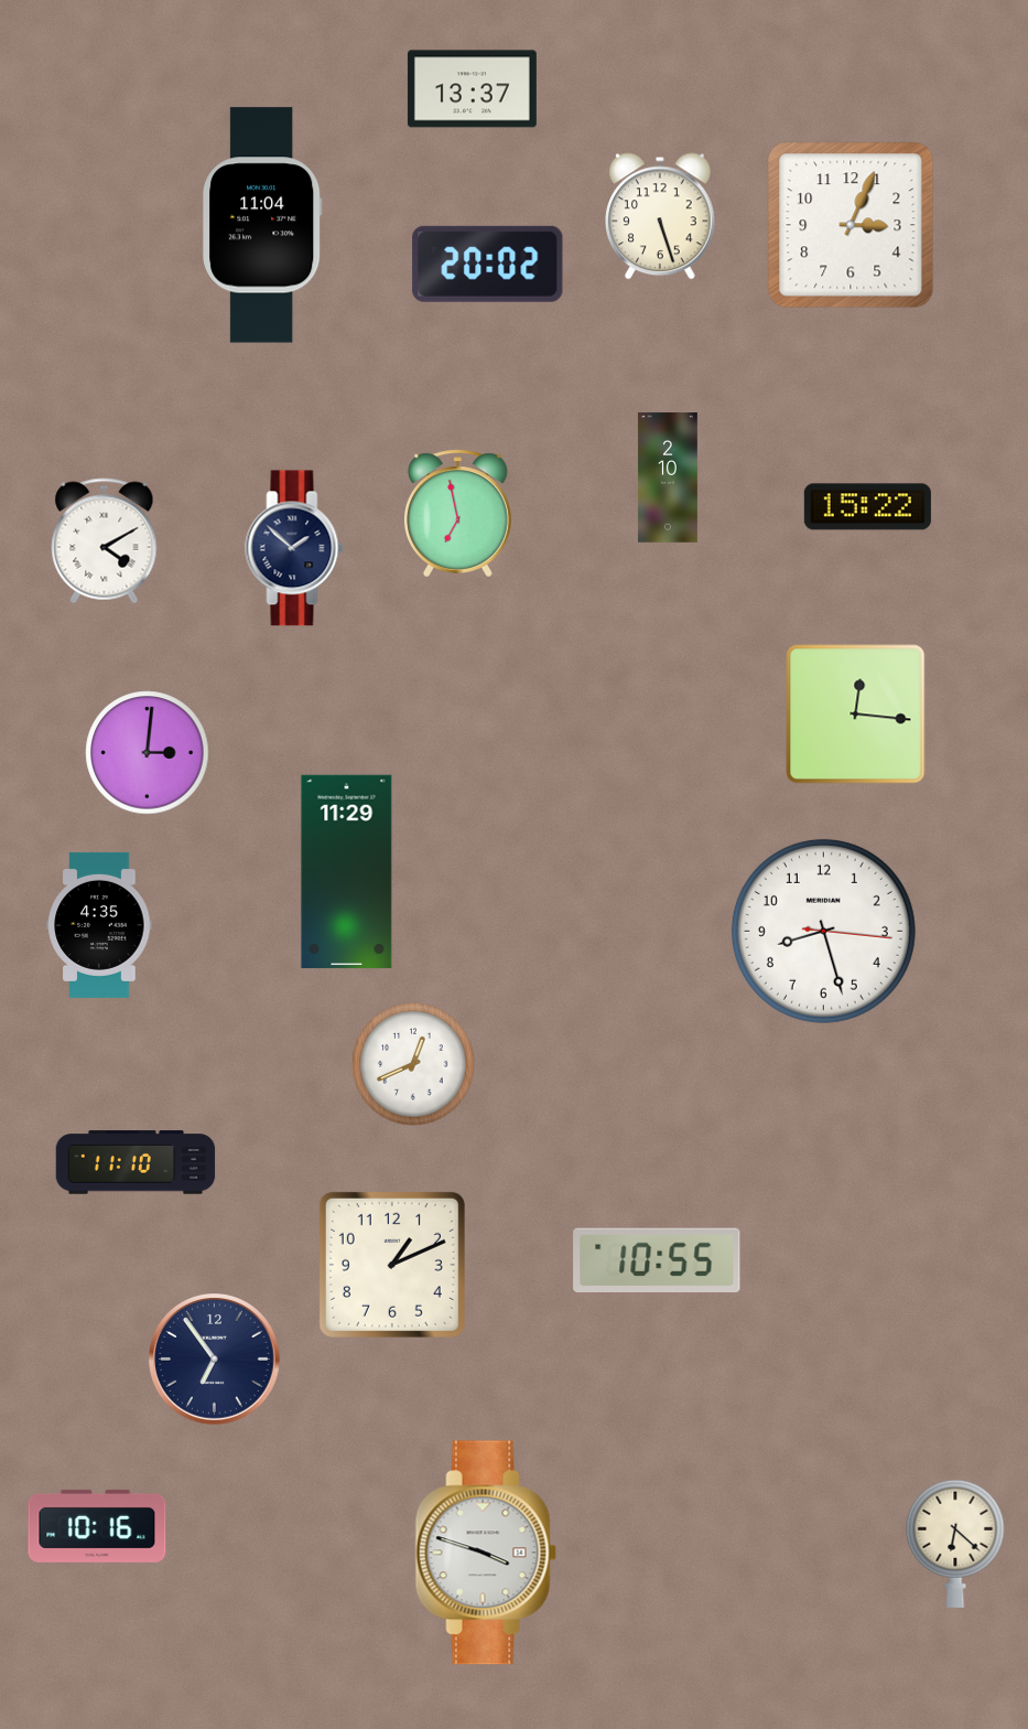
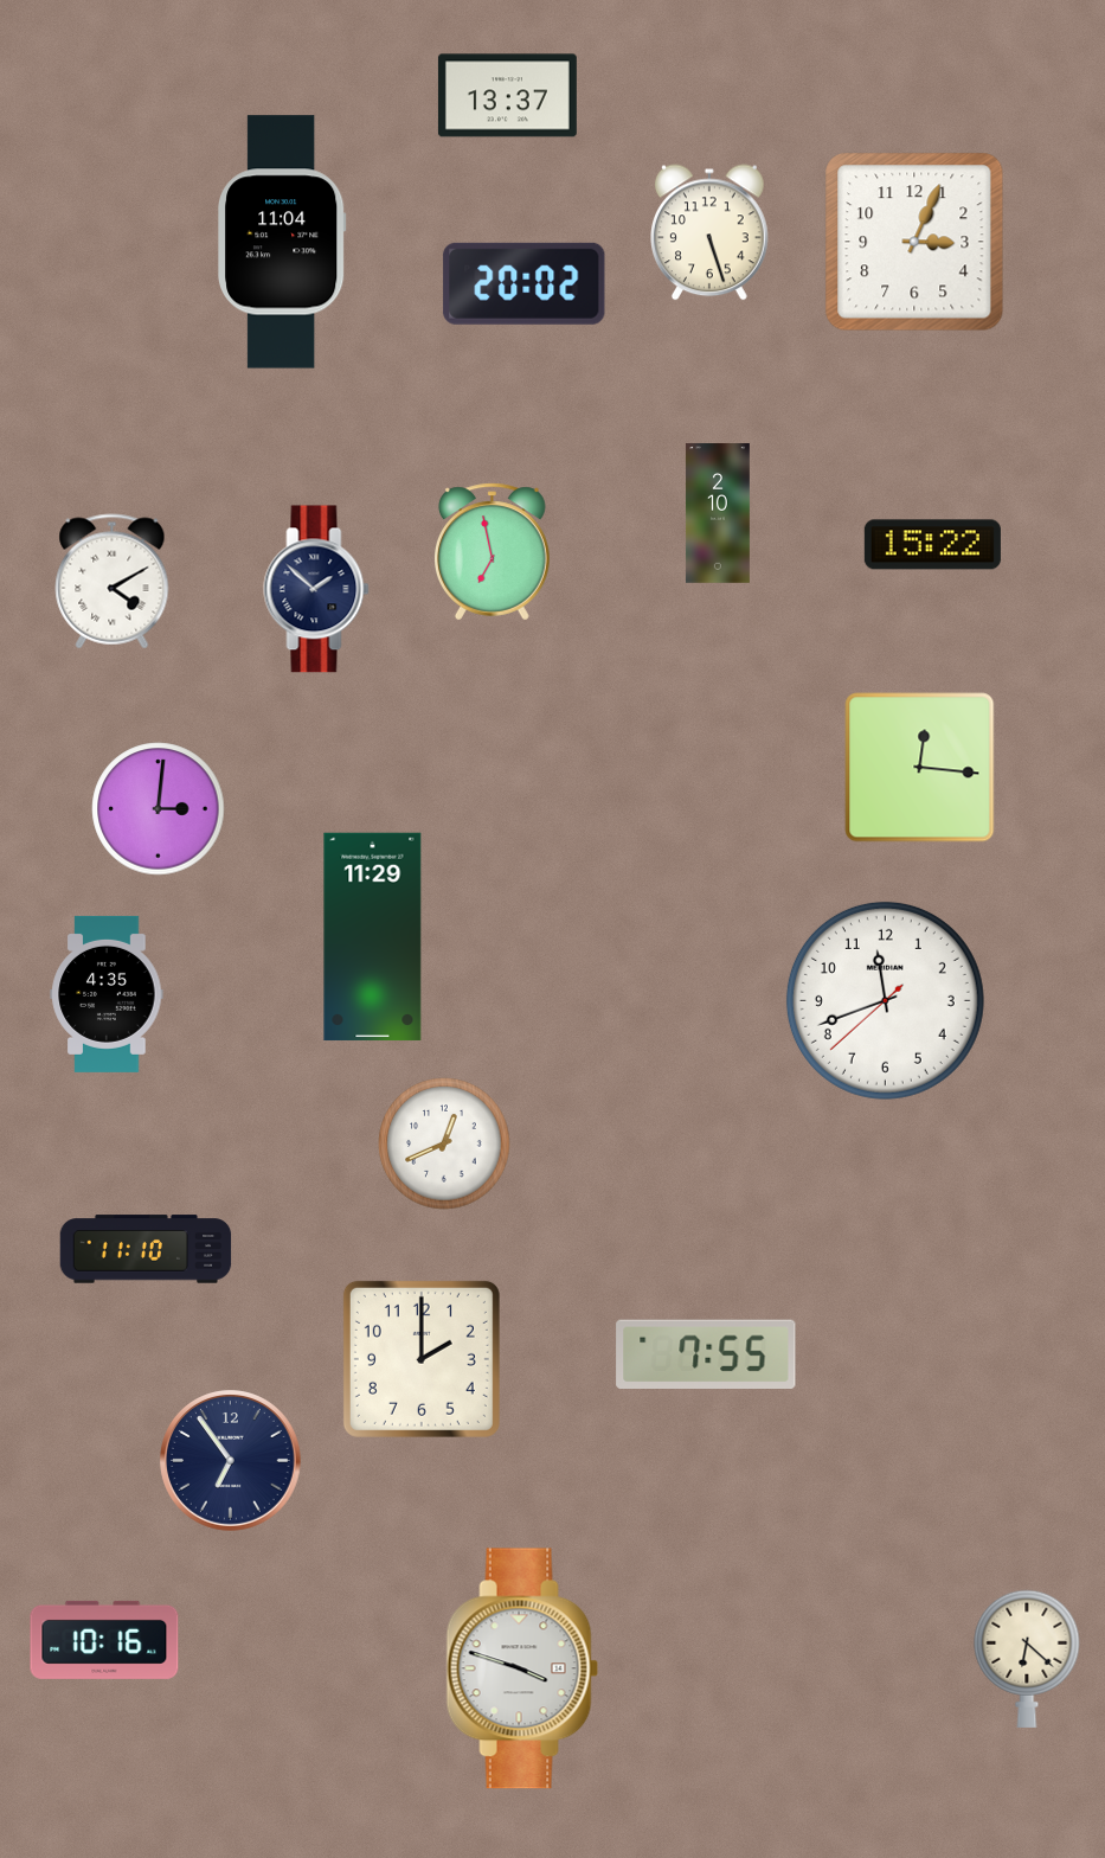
clock at (823, 931): 8:27 -> 11:41
clock at (657, 1260): 10:55 -> 7:55
clock at (392, 1265): 1:11 -> 2:00
